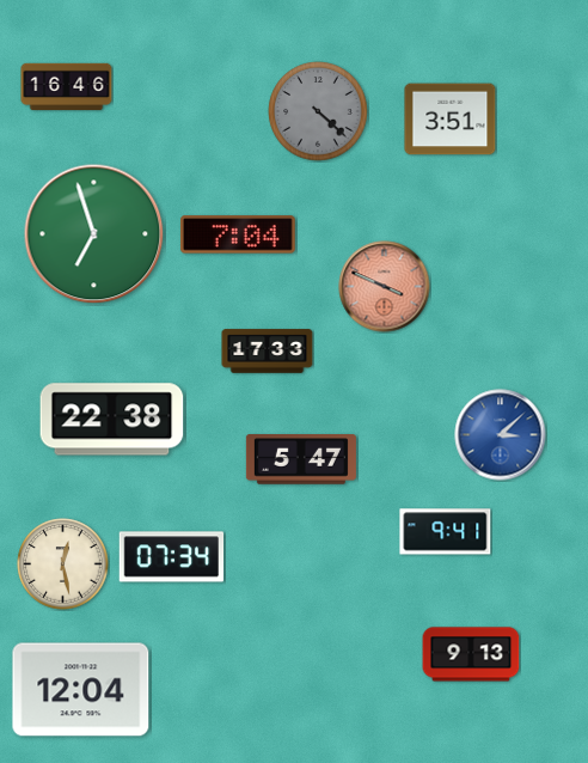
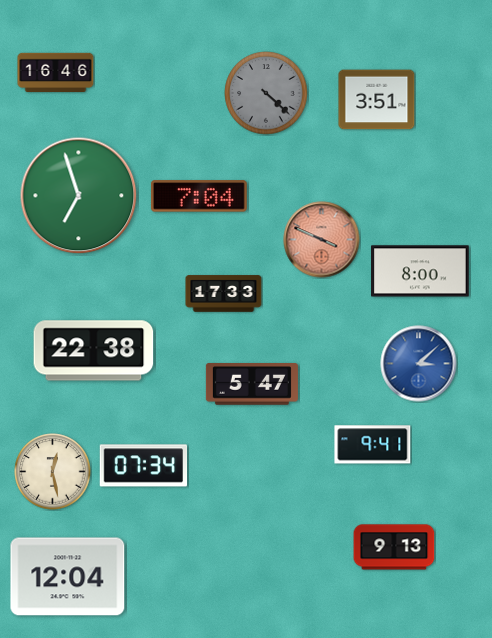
clock at (420, 271): none -> 8:00
